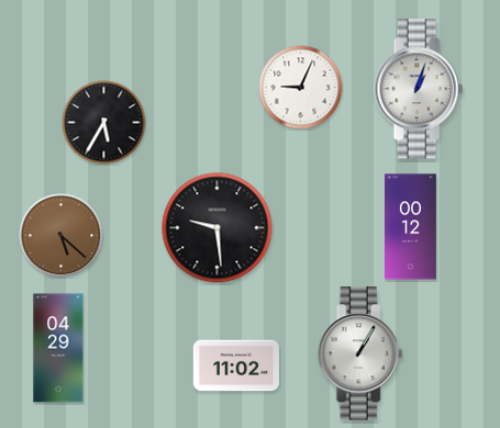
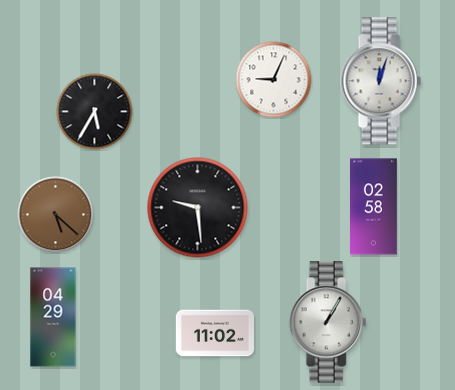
clock at (419, 89): 1:03 -> 12:03
clock at (411, 227): 00:12 -> 02:58
